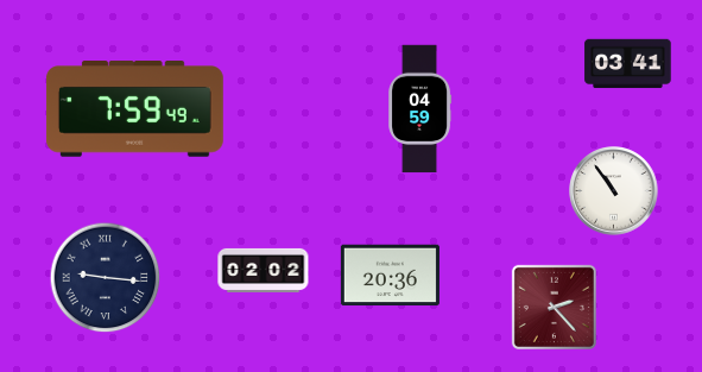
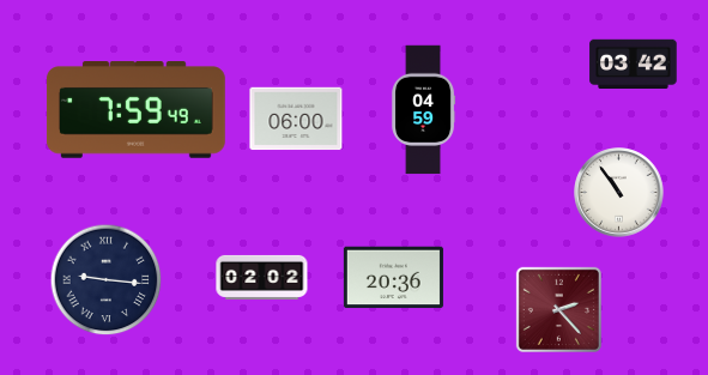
clock at (628, 64): 03:41 -> 03:42
clock at (296, 119): none -> 06:00
clock at (264, 270) position: (264, 270) -> (262, 277)
